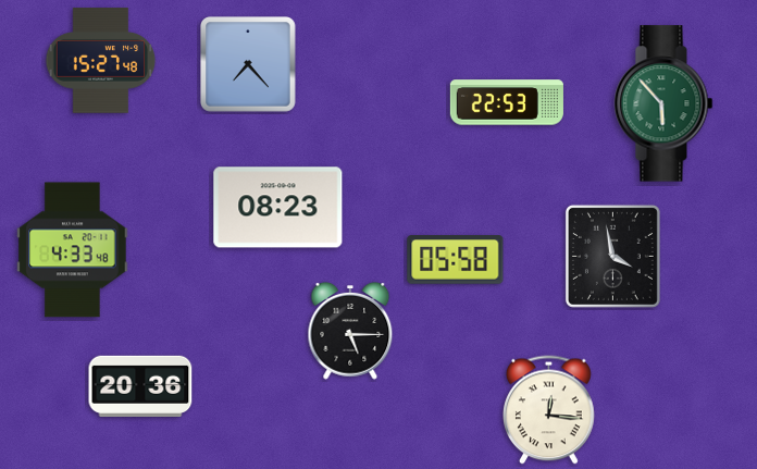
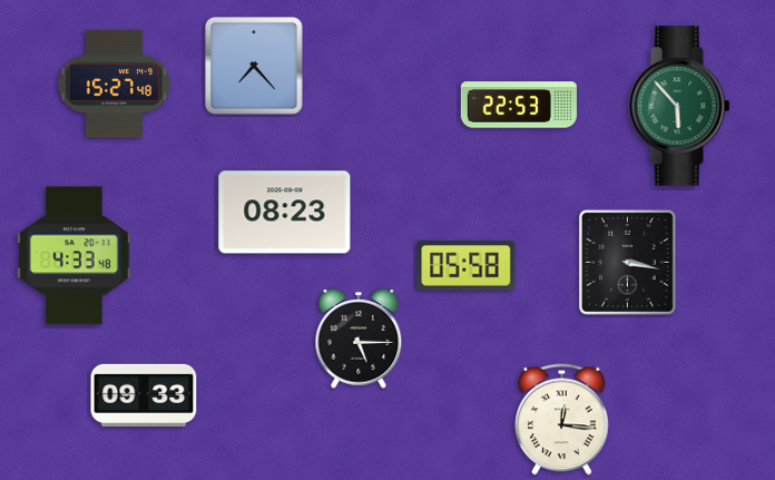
clock at (101, 61) position: (101, 61) -> (115, 85)
clock at (612, 256): 3:58 -> 3:17
clock at (140, 386): 20:36 -> 09:33
